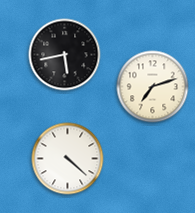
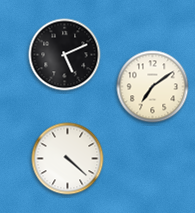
clock at (65, 55): 5:43 -> 5:11
clock at (153, 87): 7:12 -> 7:09
